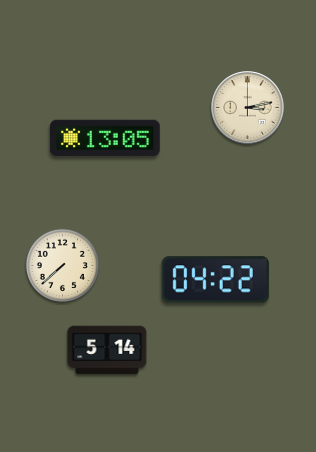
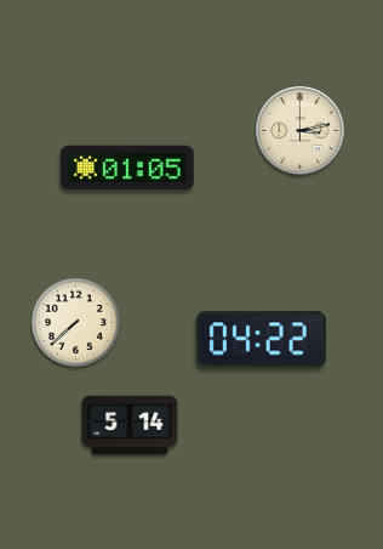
clock at (105, 138): 13:05 -> 01:05
